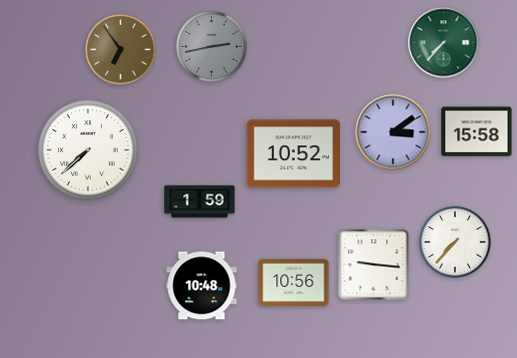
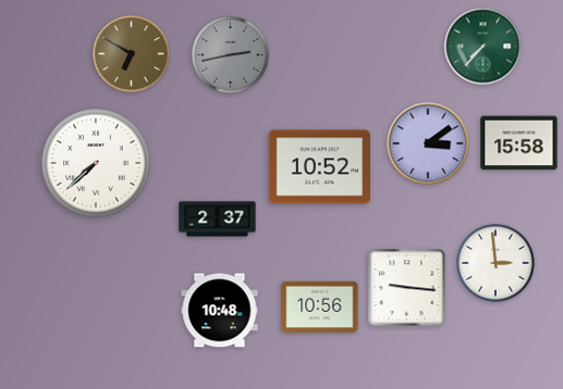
clock at (212, 47) position: (212, 47) -> (231, 55)
clock at (121, 50): 6:54 -> 6:50
clock at (200, 202): 1:59 -> 2:37
clock at (455, 242): 7:37 -> 2:59
